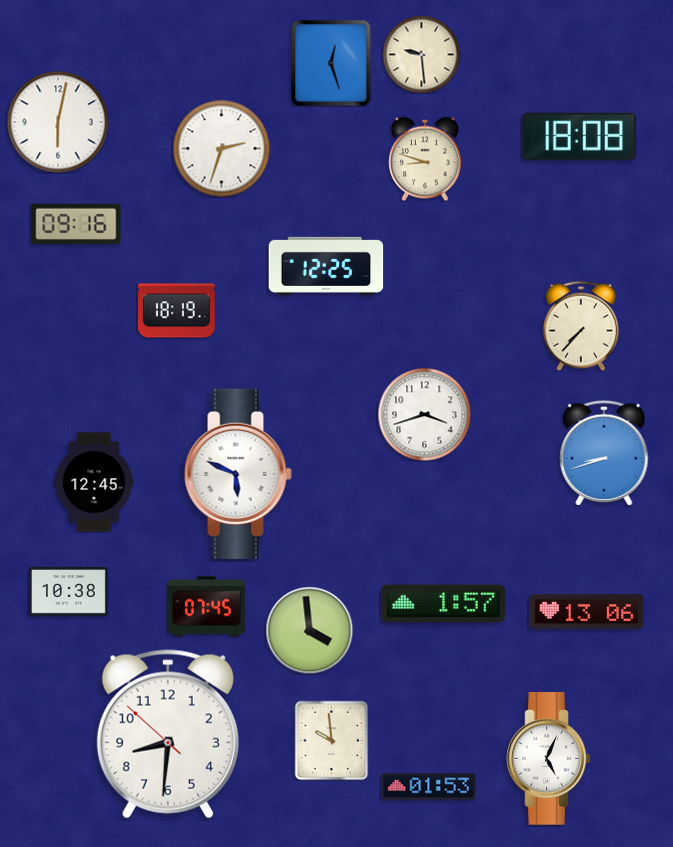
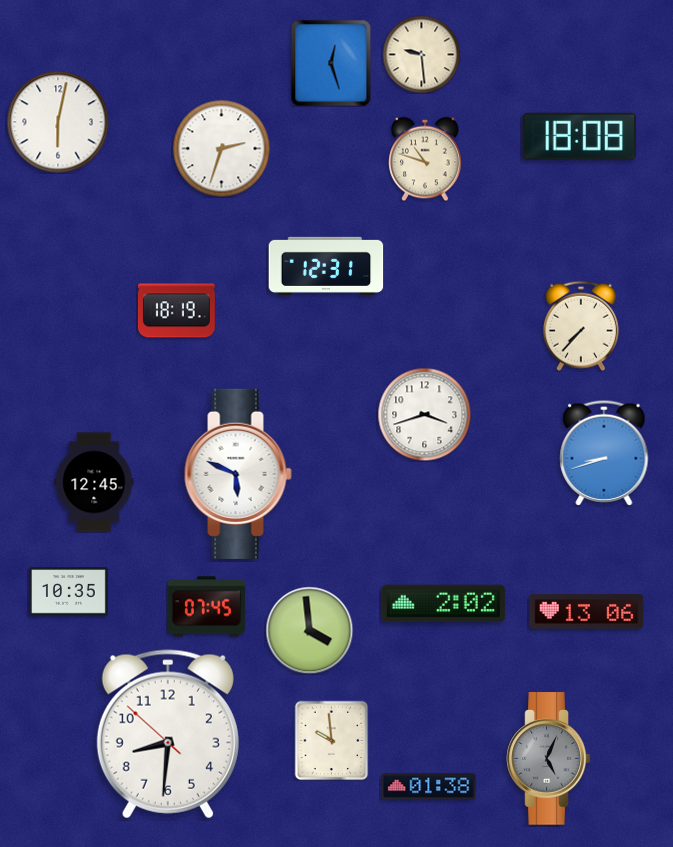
clock at (425, 159): 8:48 -> 10:48
clock at (76, 224): 09:16 -> none
clock at (326, 266): 12:25 -> 12:31
clock at (69, 592): 10:38 -> 10:35
clock at (443, 604): 1:57 -> 2:02
clock at (549, 759) dial: white -> grey
clock at (429, 787): 01:53 -> 01:38
